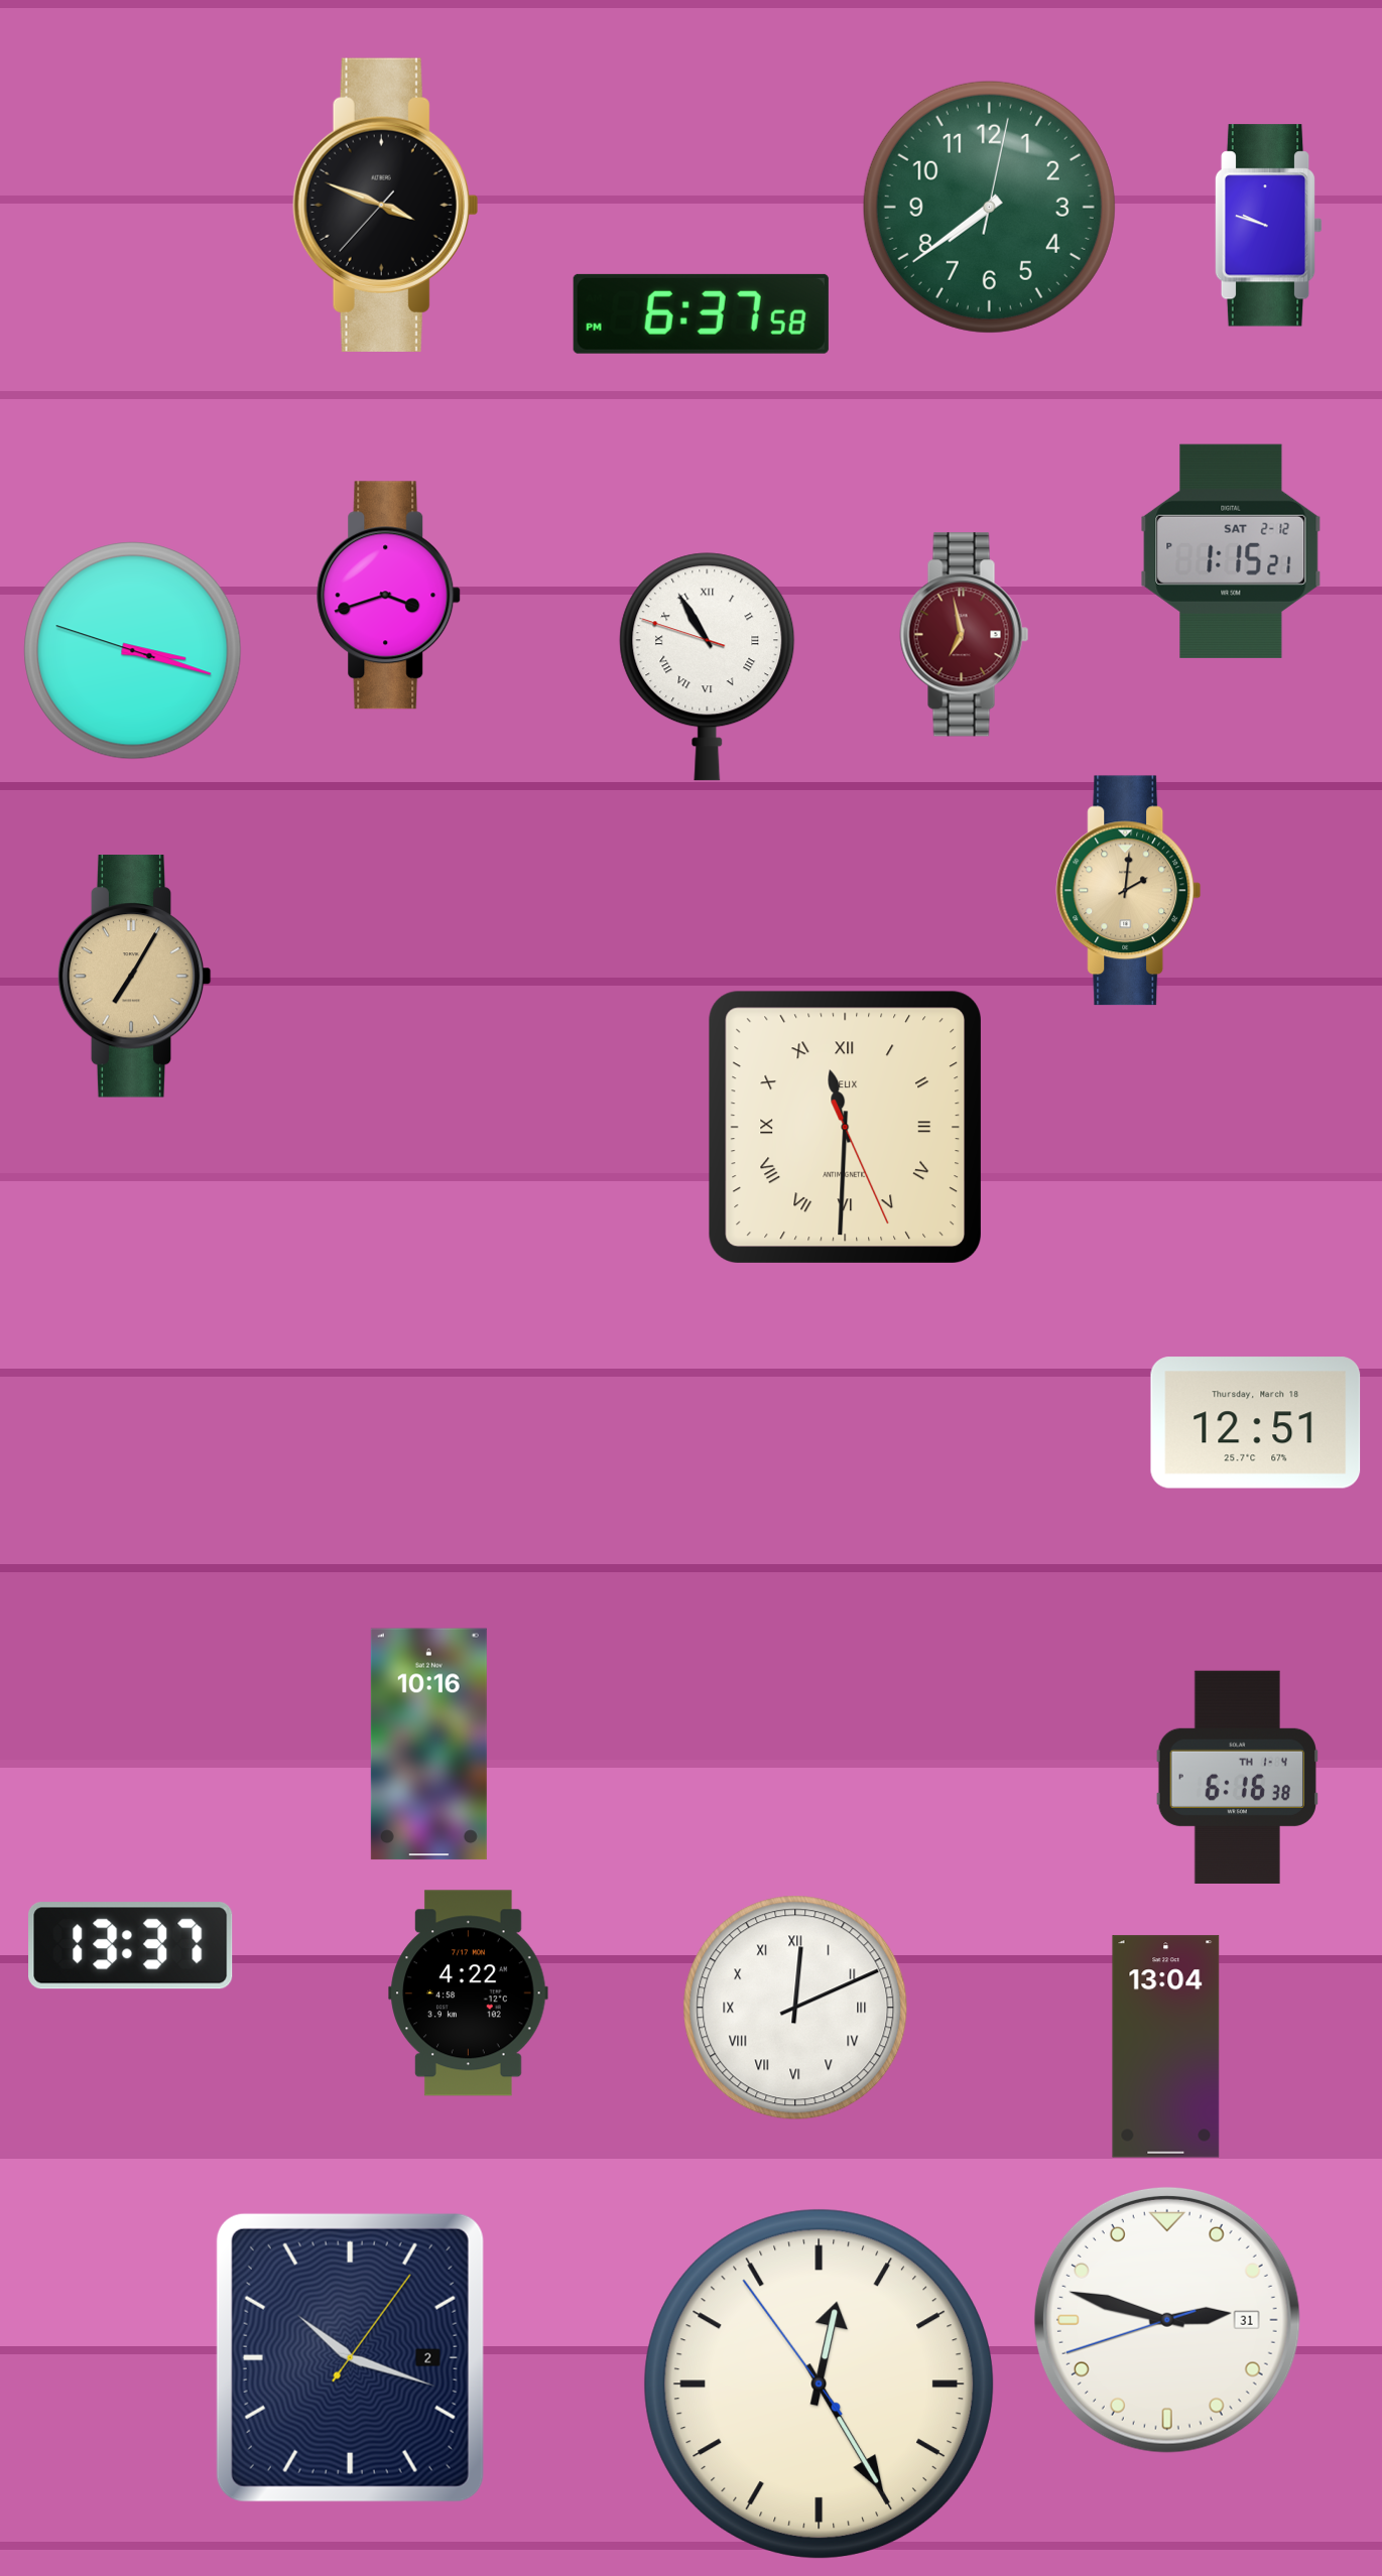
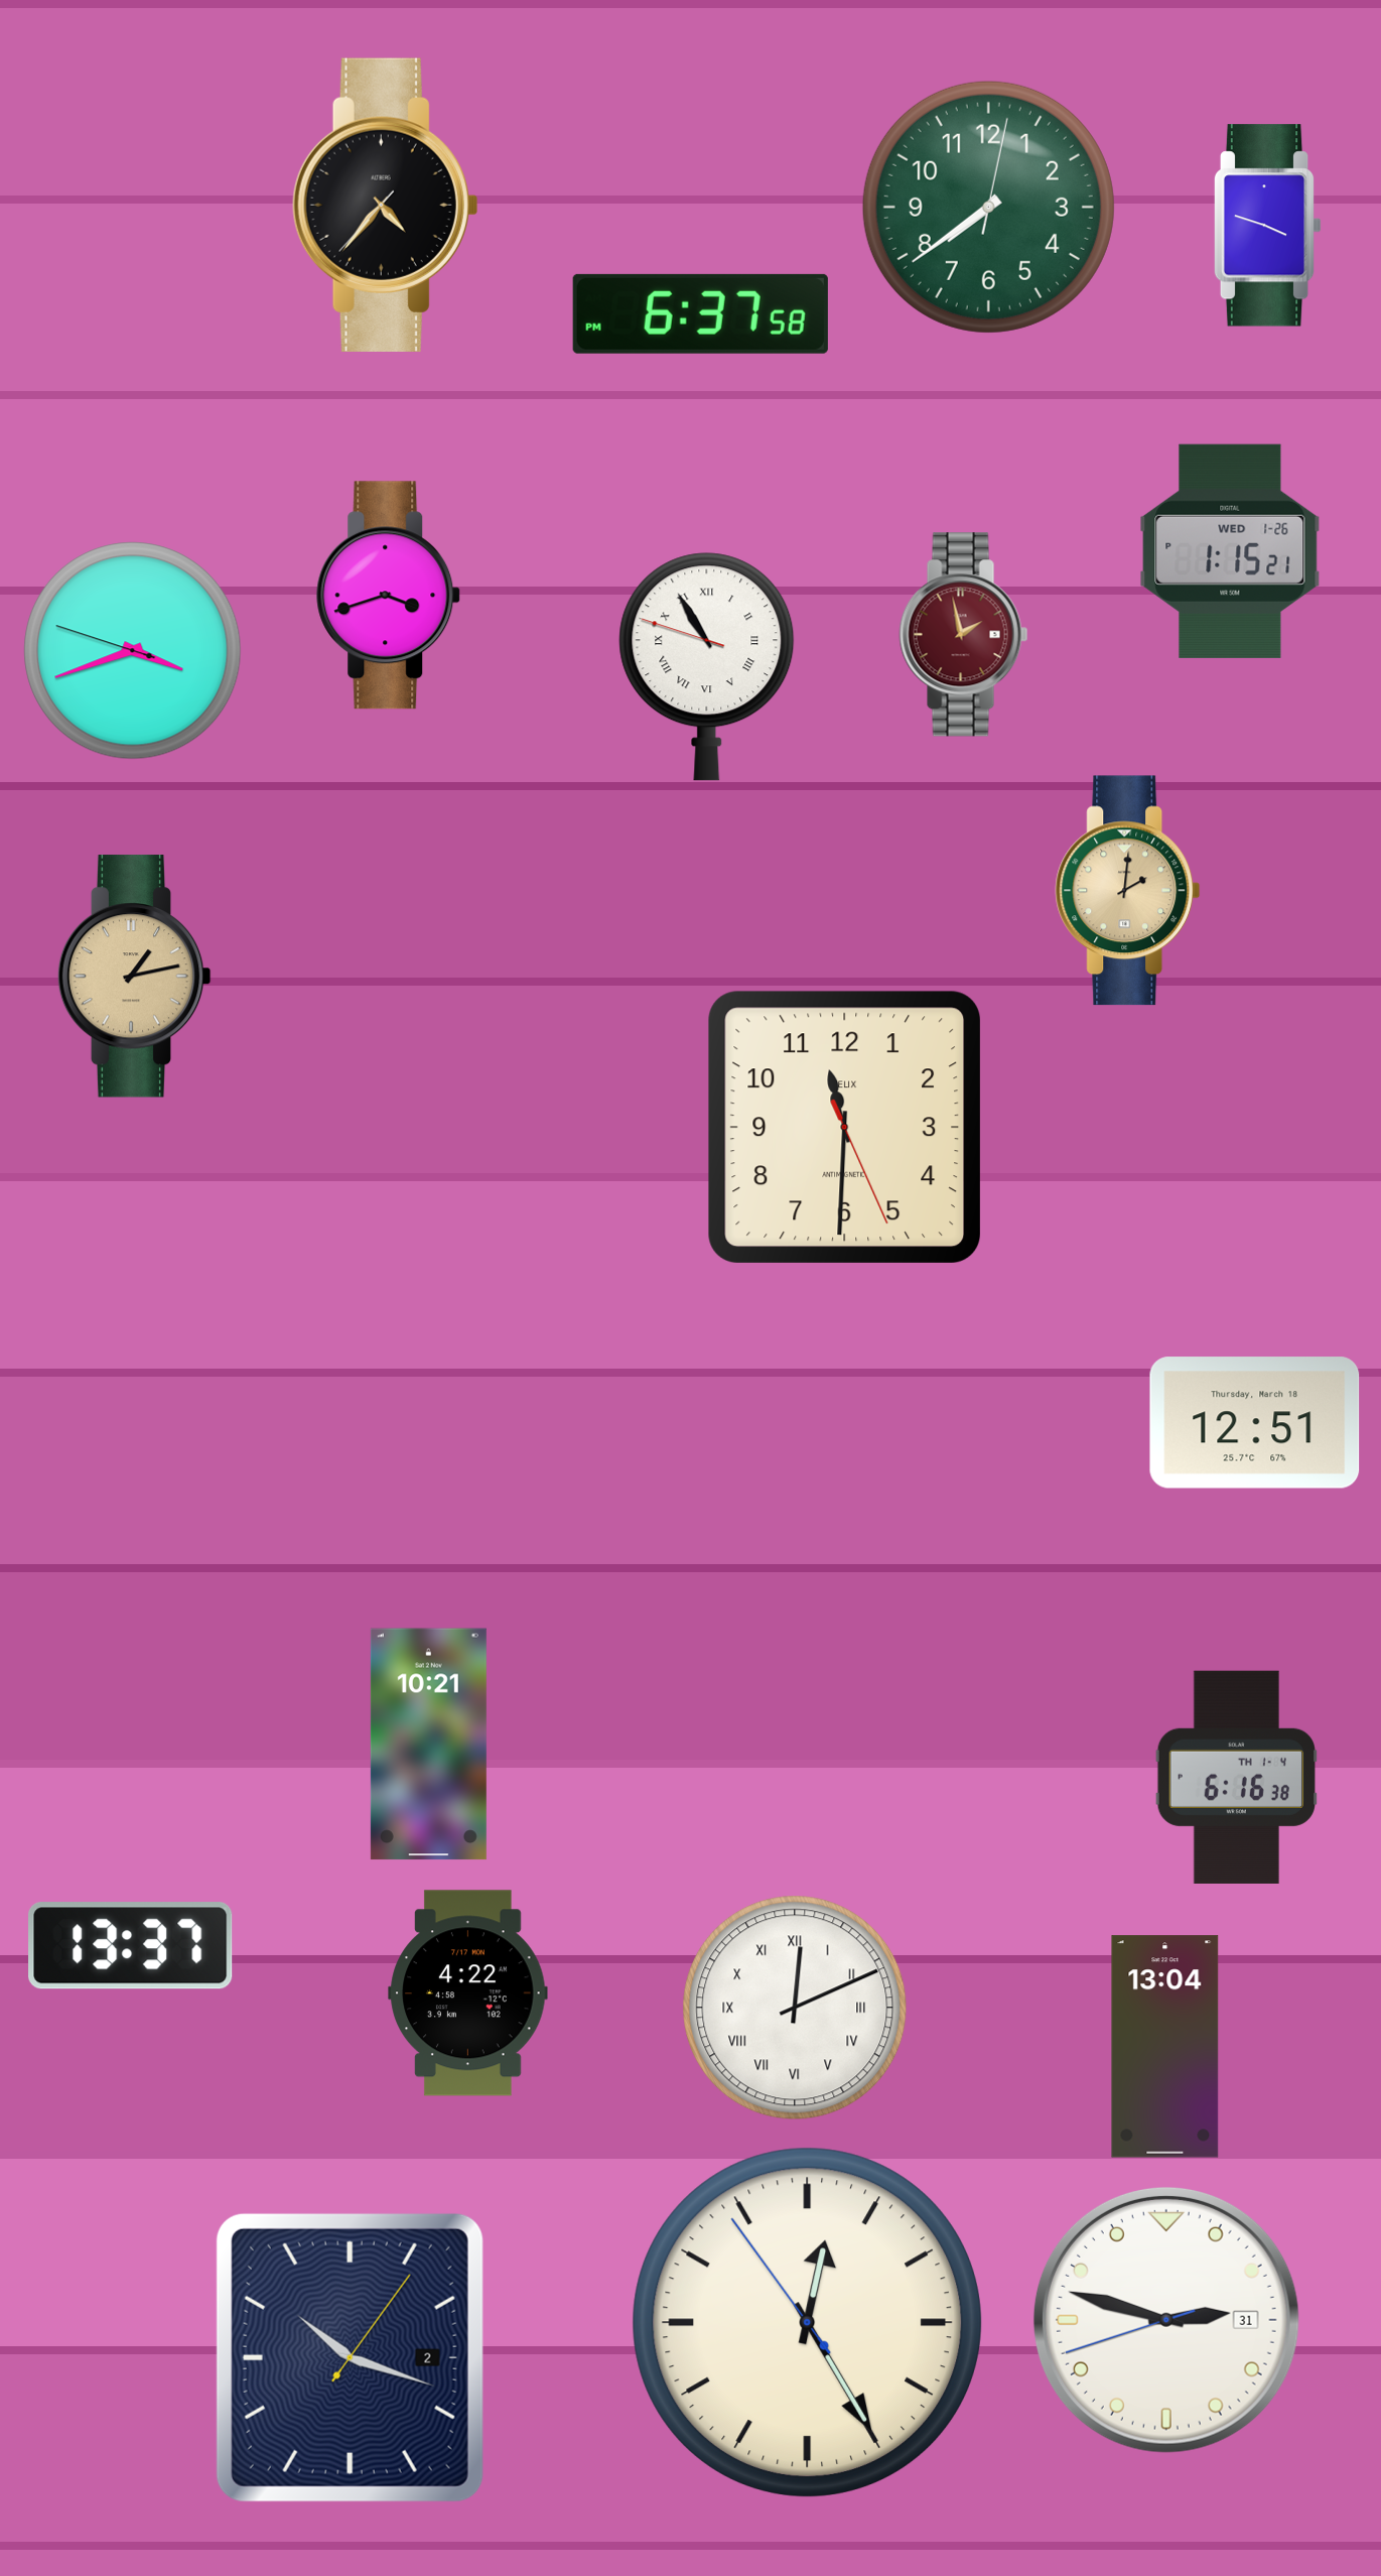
clock at (385, 205): 3:48 -> 4:36
clock at (1268, 226): 9:48 -> 3:48
clock at (1231, 551) date: SAT 2-12 -> WED 1-26
clock at (965, 635): 6:58 -> 1:58
clock at (133, 651): 3:17 -> 3:41
clock at (134, 977): 7:05 -> 1:13
clock at (845, 1127) numerals: Roman -> Arabic
clock at (428, 1745): 10:16 -> 10:21
clock at (819, 2384) position: (819, 2384) -> (807, 2322)
